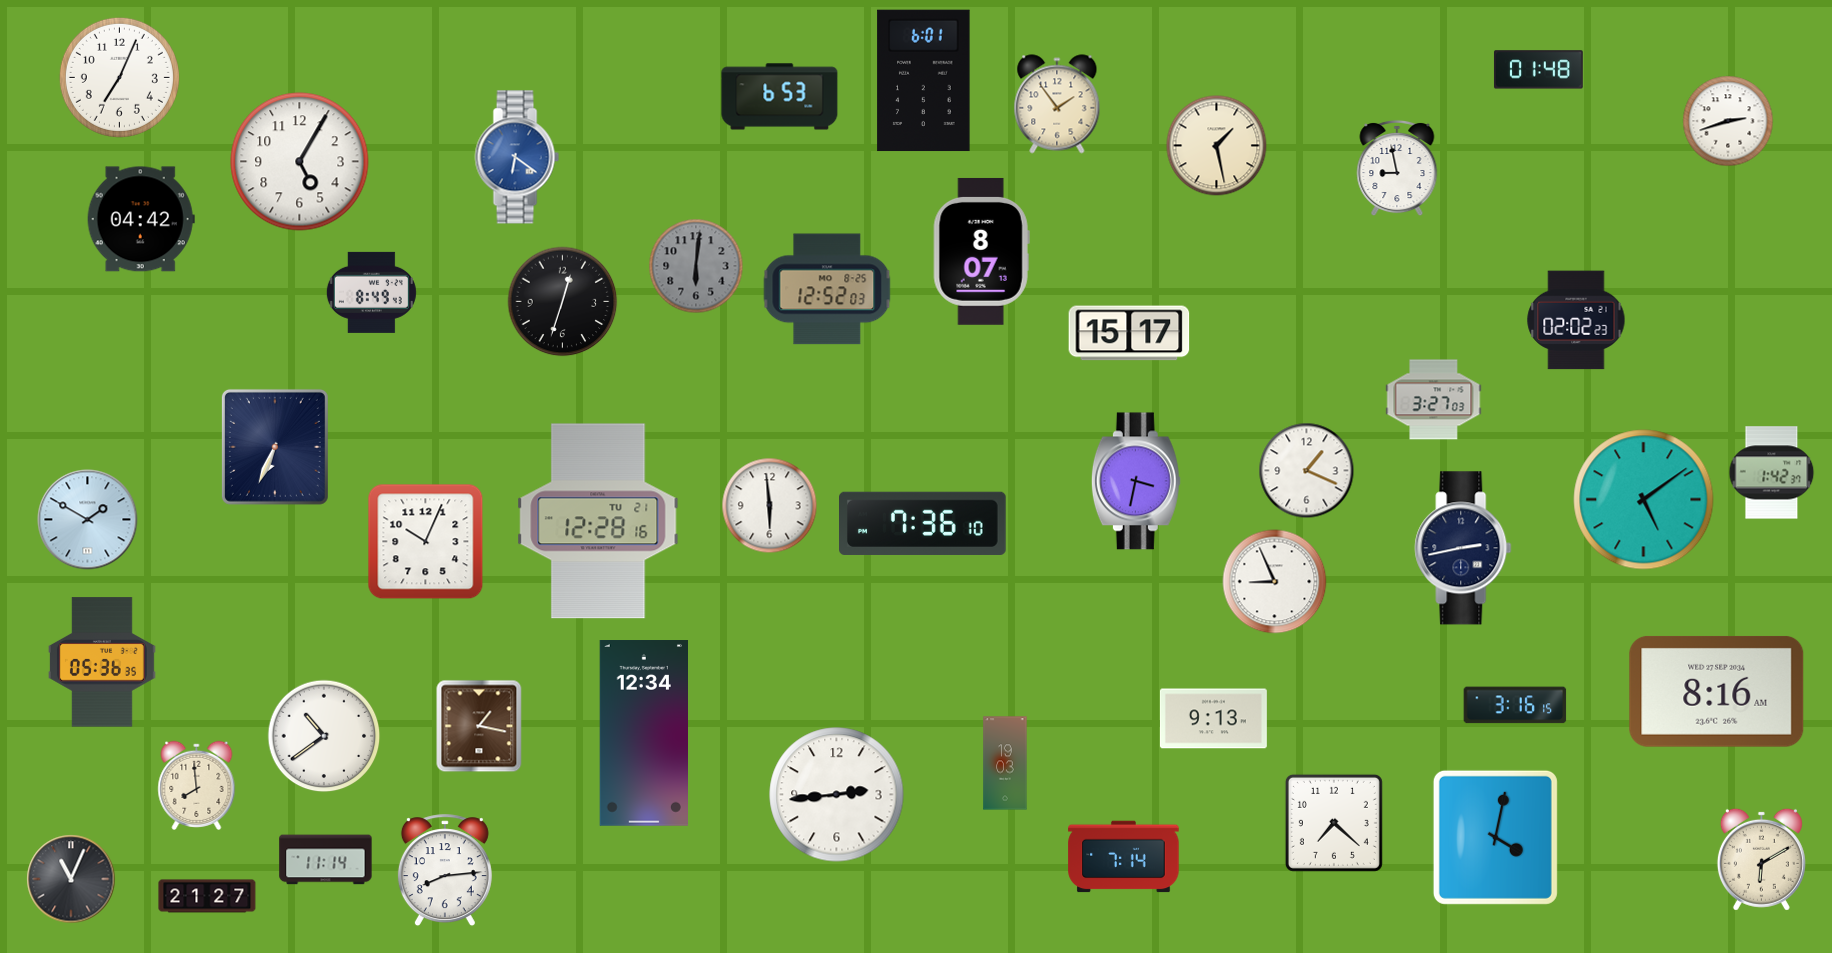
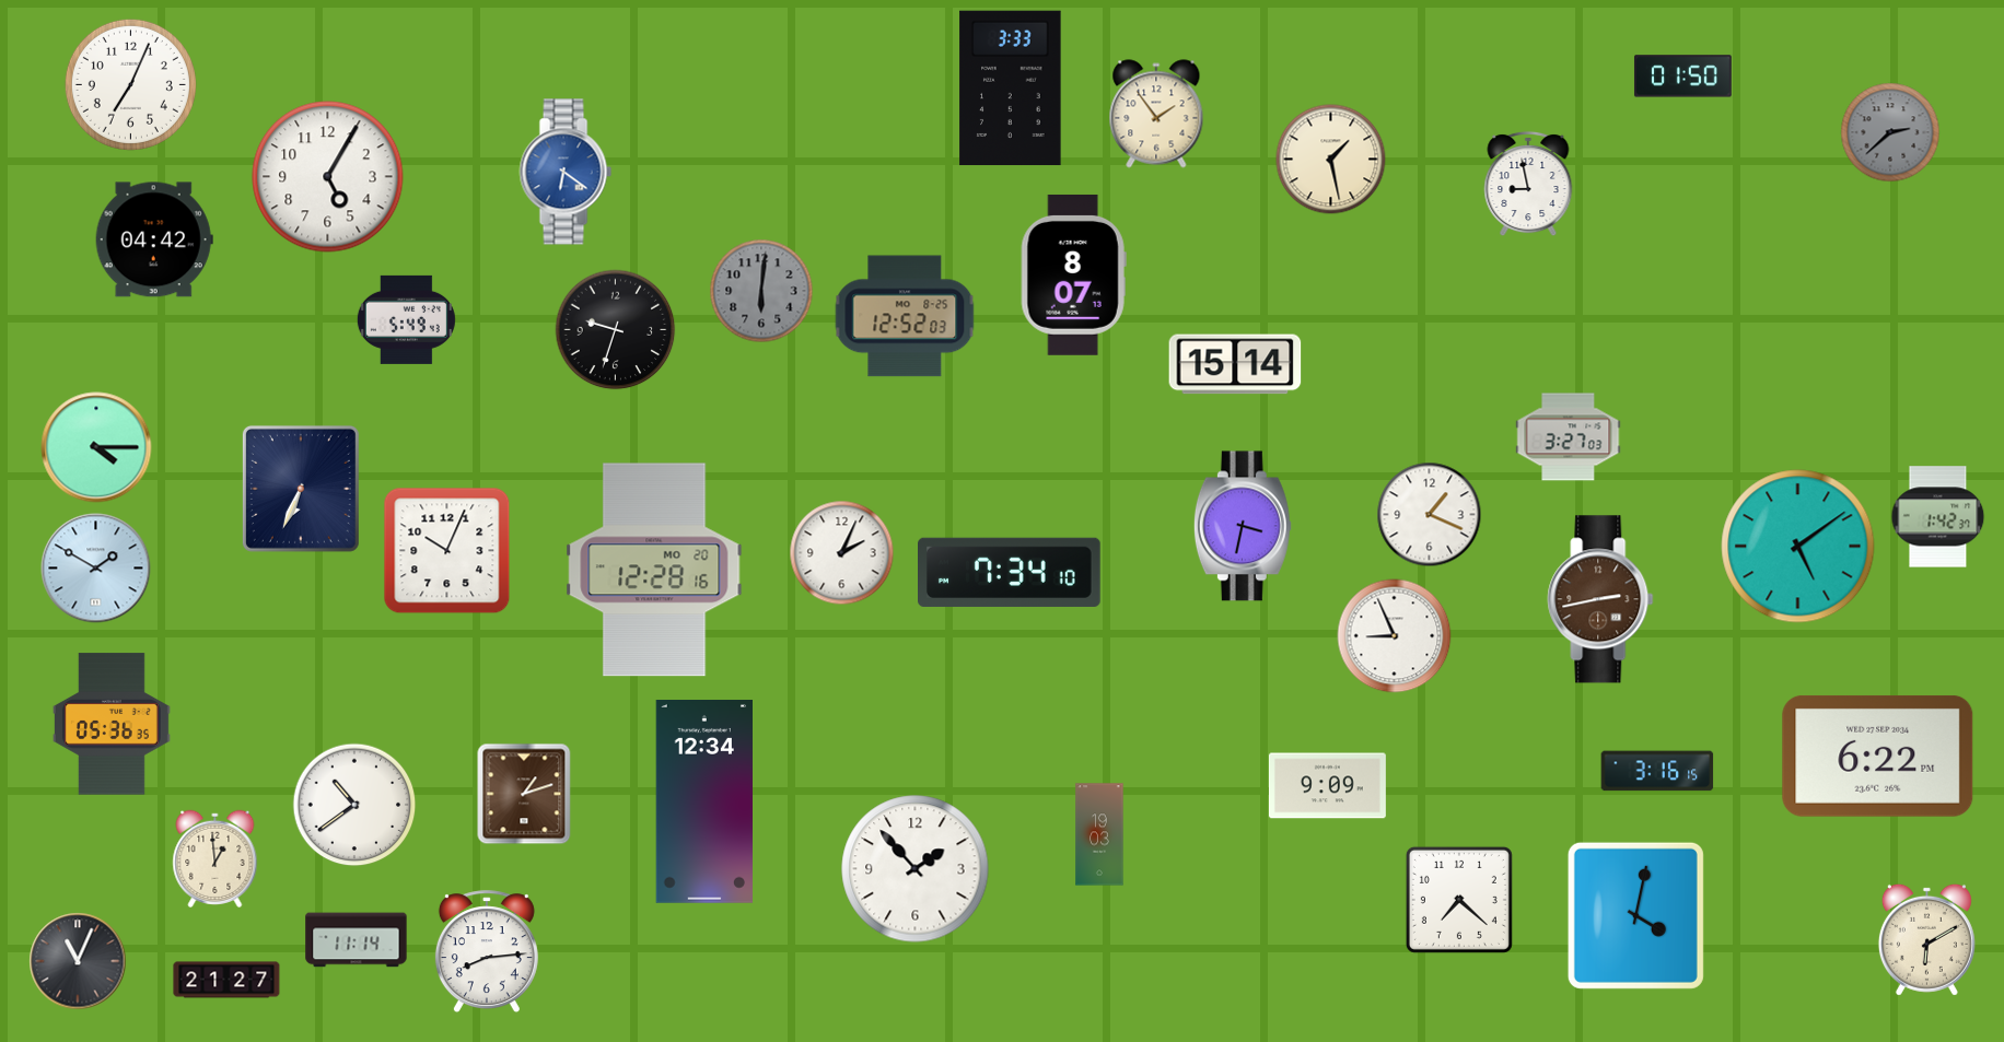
clock at (1539, 70): 01:48 -> 01:50
clock at (924, 81): 6:01 -> 3:33
clock at (780, 97): 6:53 -> none
clock at (1728, 121): 2:42 -> 2:38
clock at (1728, 121) dial: white -> grey
clock at (371, 292): 8:49 -> 5:49
clock at (563, 302): 12:33 -> 9:33
clock at (1576, 320): 02:02 -> none
clock at (1129, 333): 15:17 -> 15:14
clock at (96, 447): none -> 4:15
clock at (770, 506): 5:59 -> 2:04
clock at (598, 521) date: TU 21 -> MO 20
clock at (923, 523): 7:36 -> 7:34
clock at (426, 542) position: (426, 542) -> (447, 551)
clock at (1463, 548) dial: navy -> brown
clock at (1717, 691): 8:16 -> 6:22
clock at (1213, 719): 9:13 -> 9:09
clock at (479, 726): 1:17 -> 1:12
clock at (197, 785): 7:59 -> 12:59
clock at (837, 795): 2:44 -> 1:53
clock at (1124, 857): 7:14 -> none
